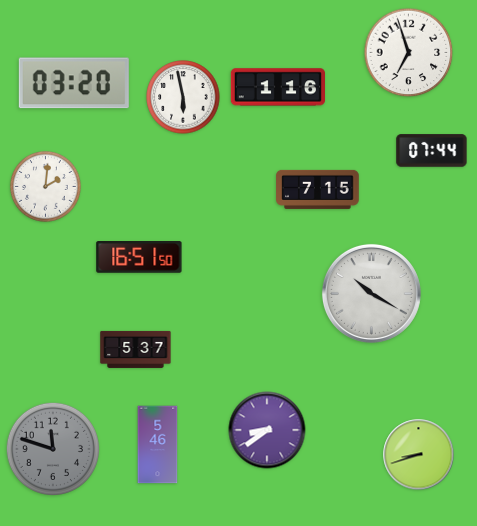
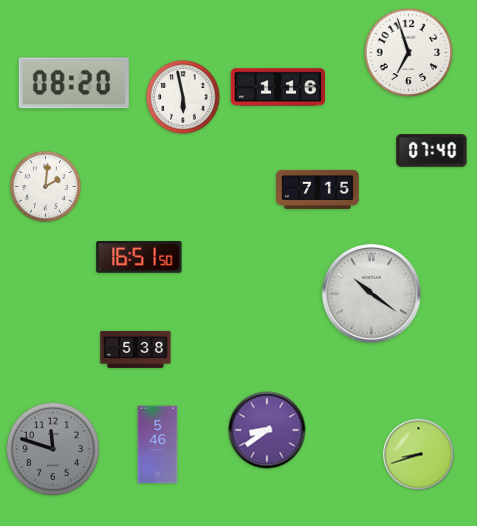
clock at (74, 83): 03:20 -> 08:20
clock at (432, 151): 07:44 -> 07:40
clock at (371, 293): 10:20 -> 10:21
clock at (136, 349): 5:37 -> 5:38
